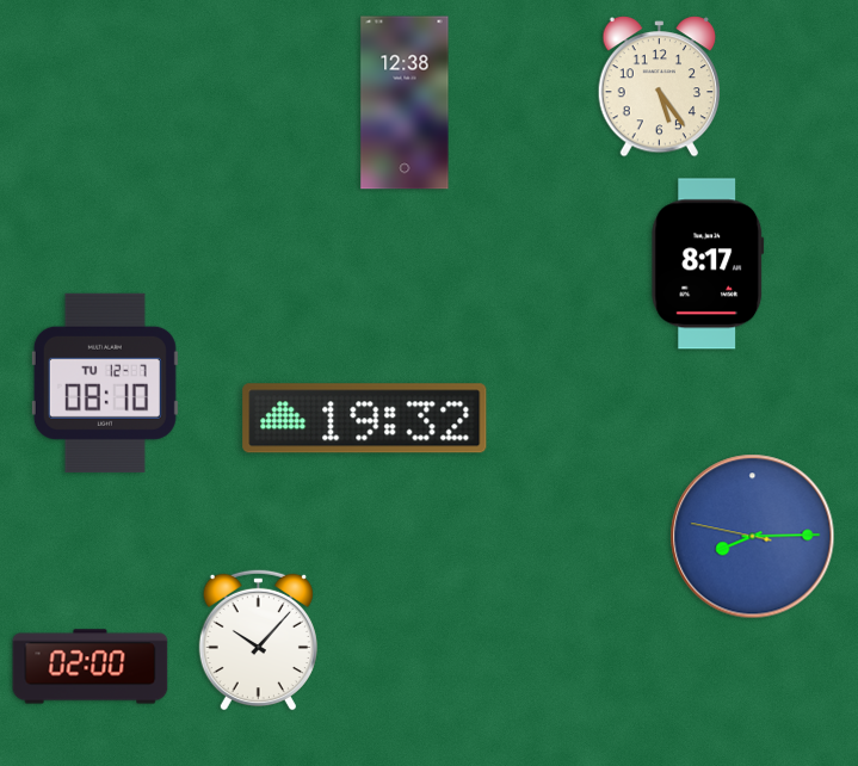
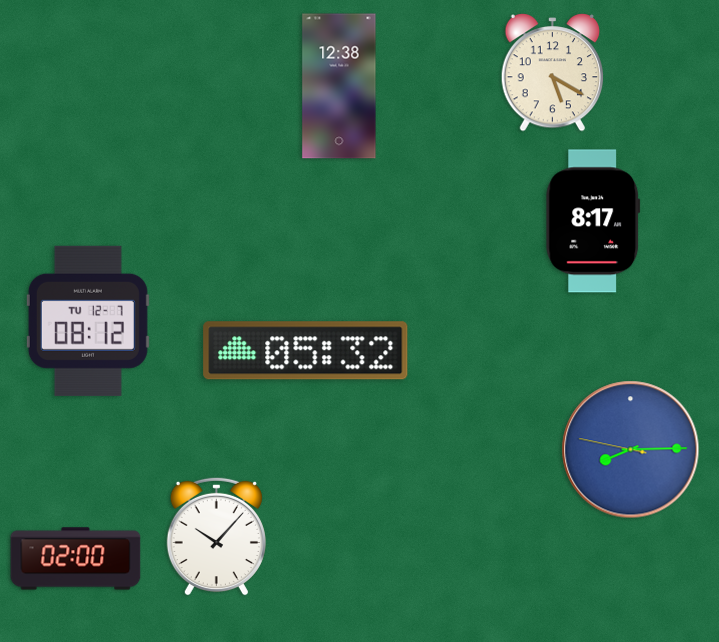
clock at (660, 87): 5:24 -> 5:20
clock at (105, 383): 08:10 -> 08:12
clock at (365, 419): 19:32 -> 05:32
